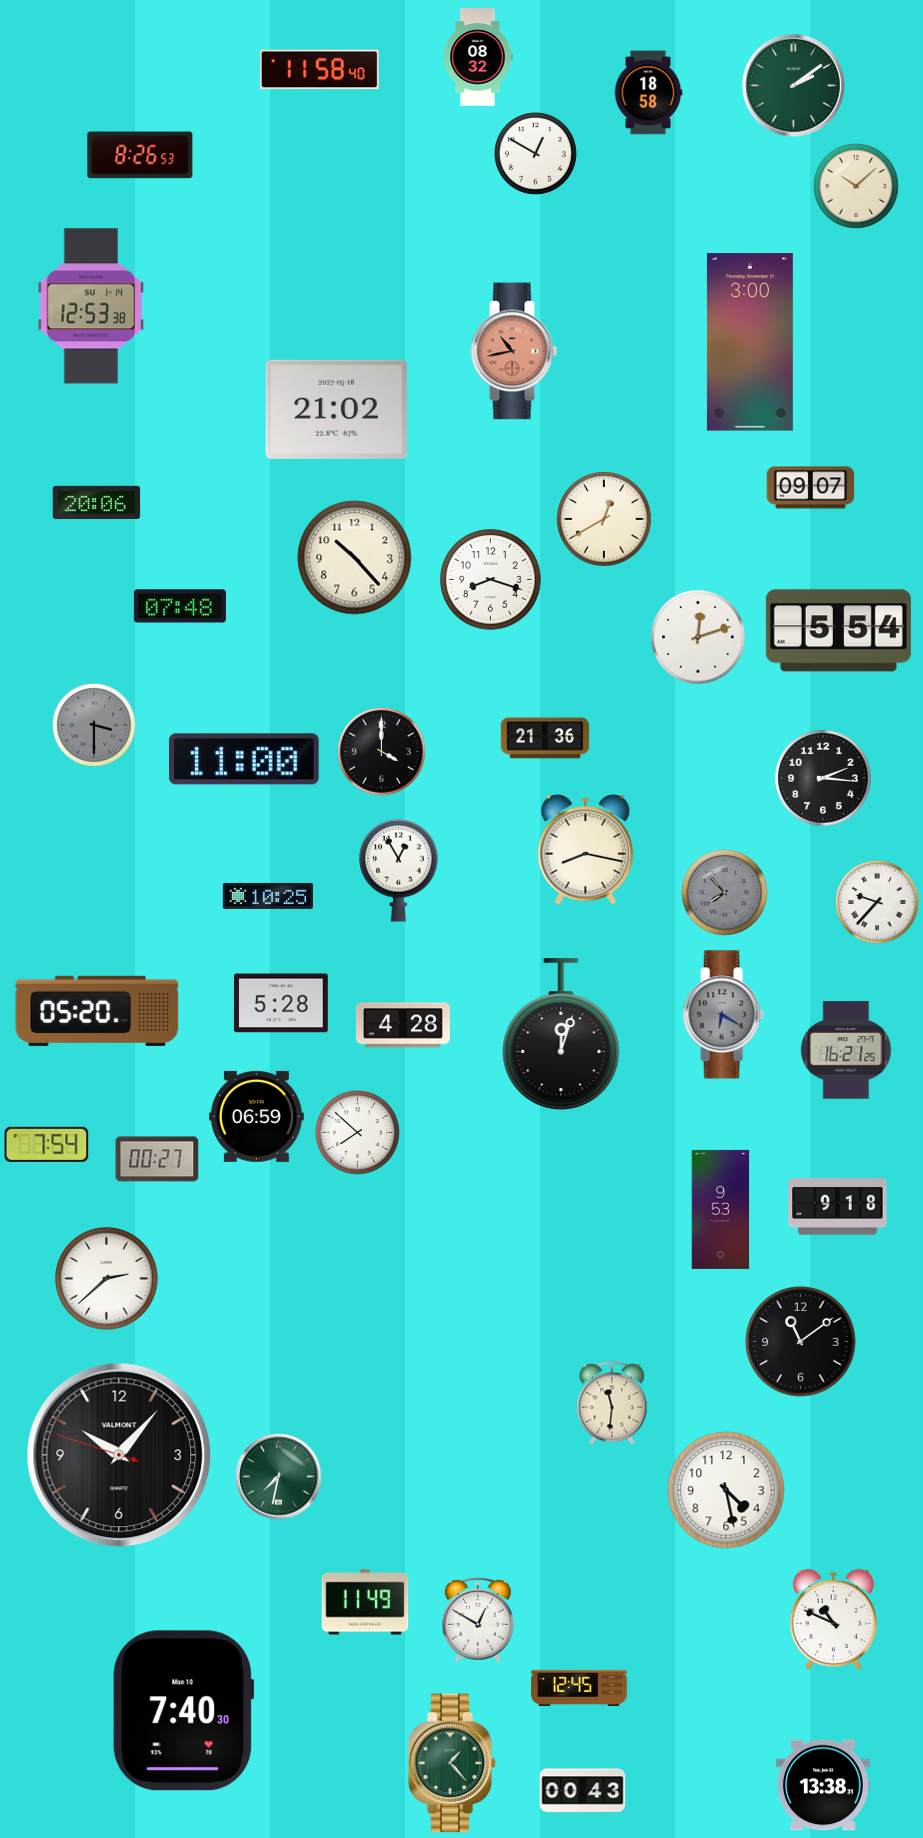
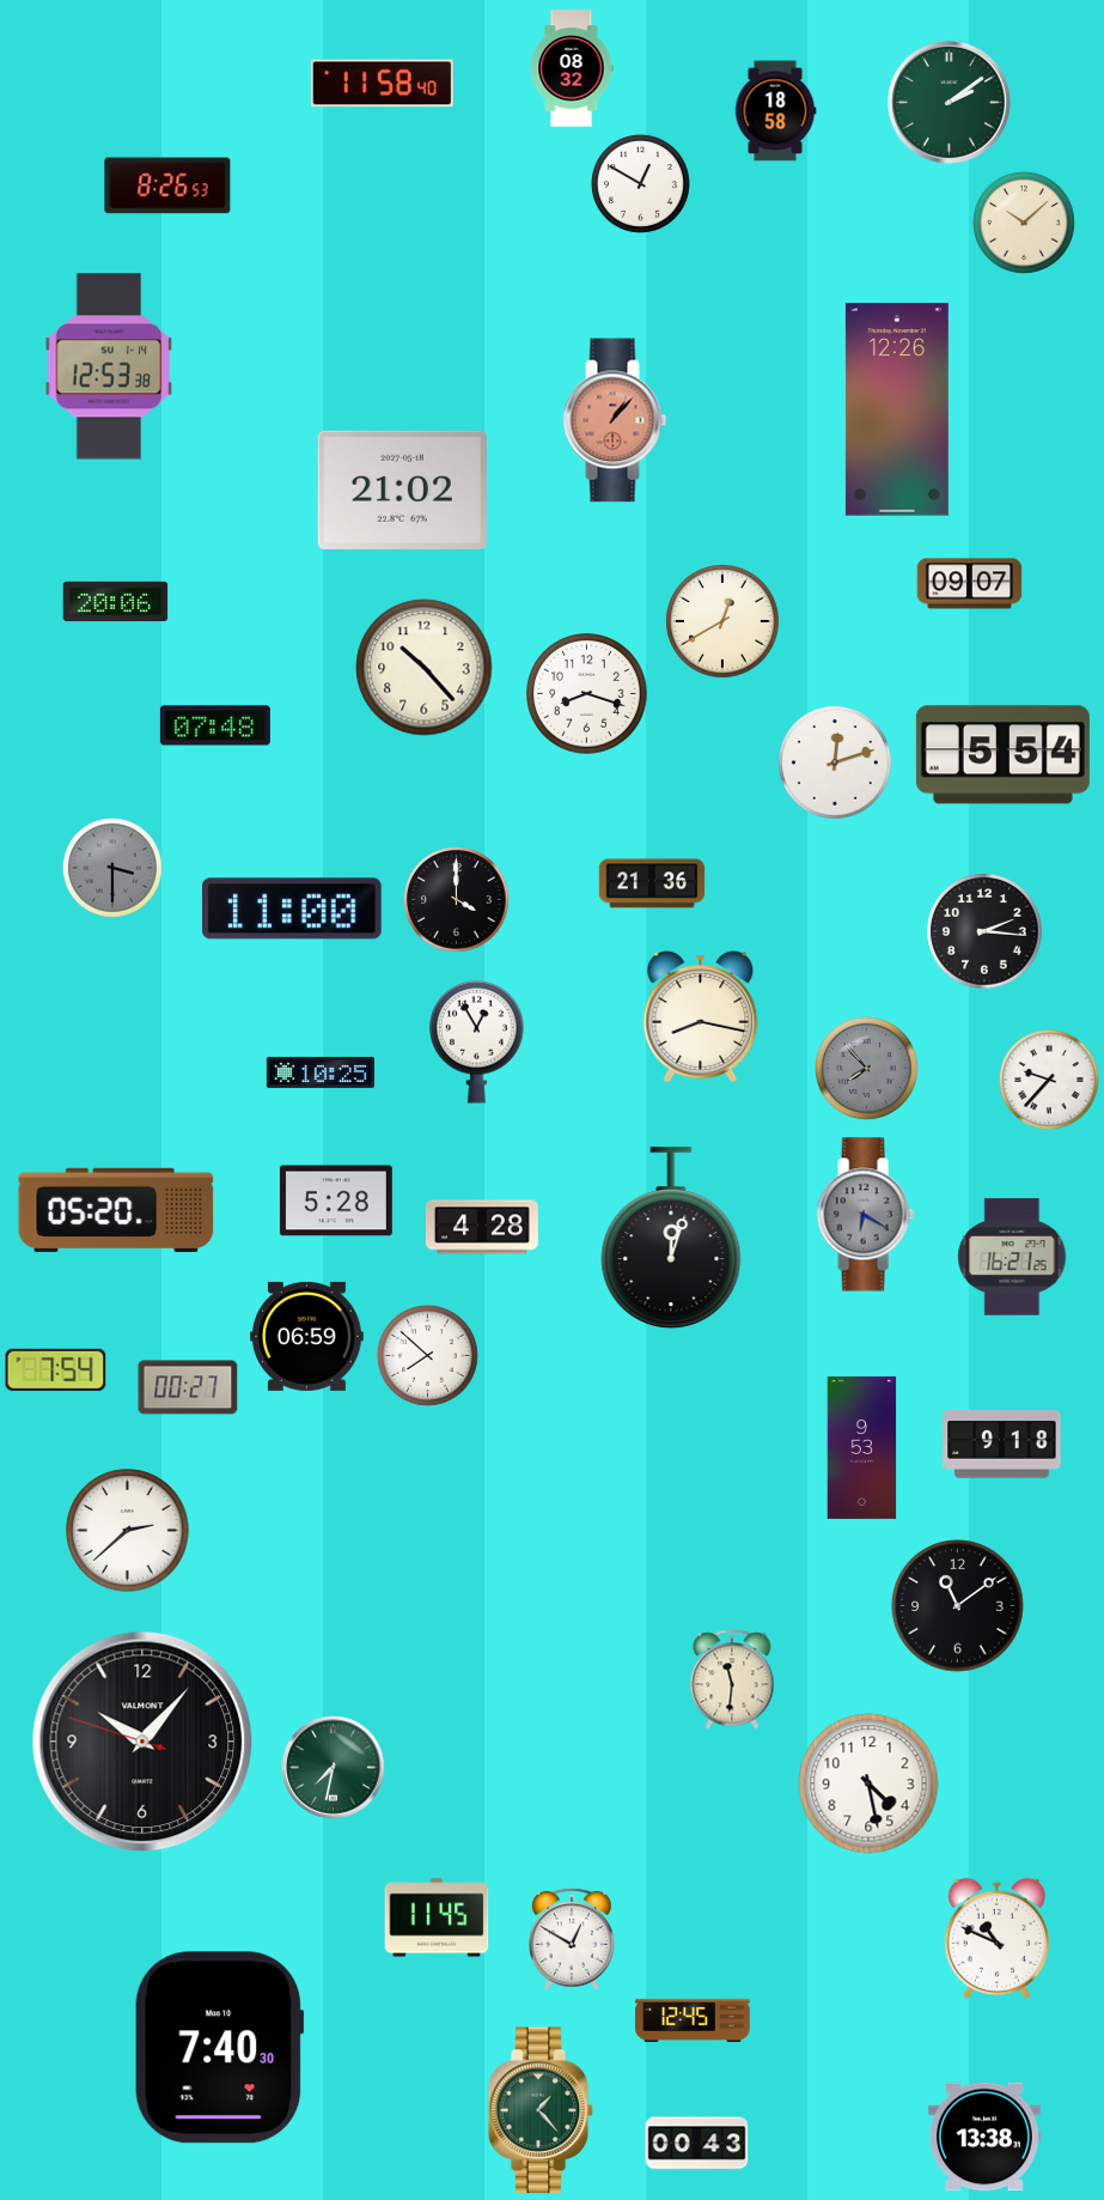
clock at (750, 342): 3:00 -> 12:26
clock at (514, 351): 10:43 -> 1:07
clock at (365, 1602): 11:49 -> 11:45
